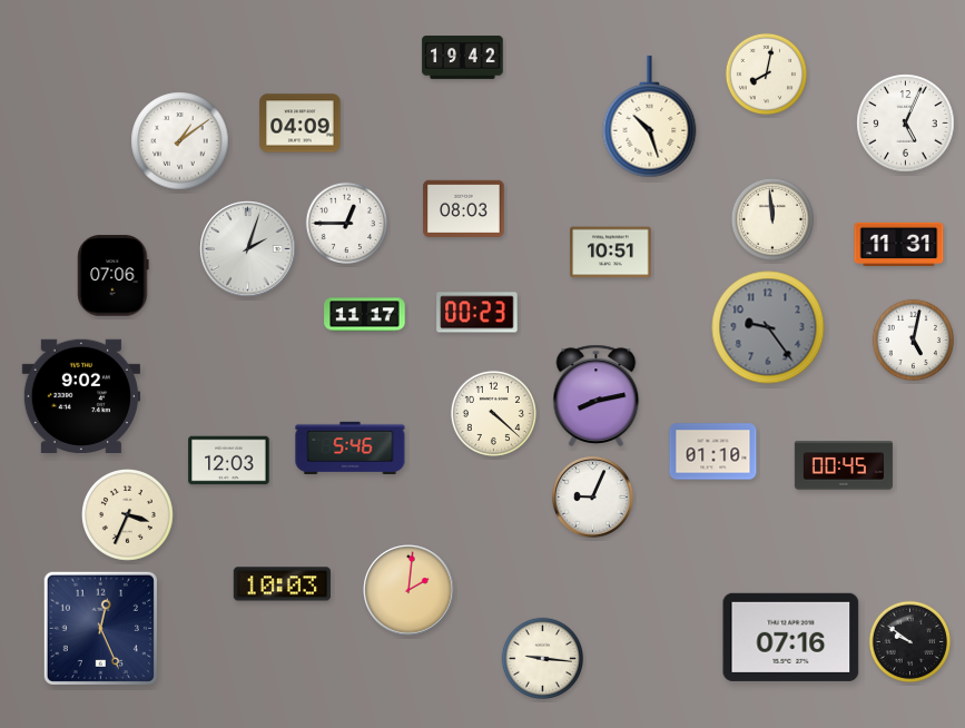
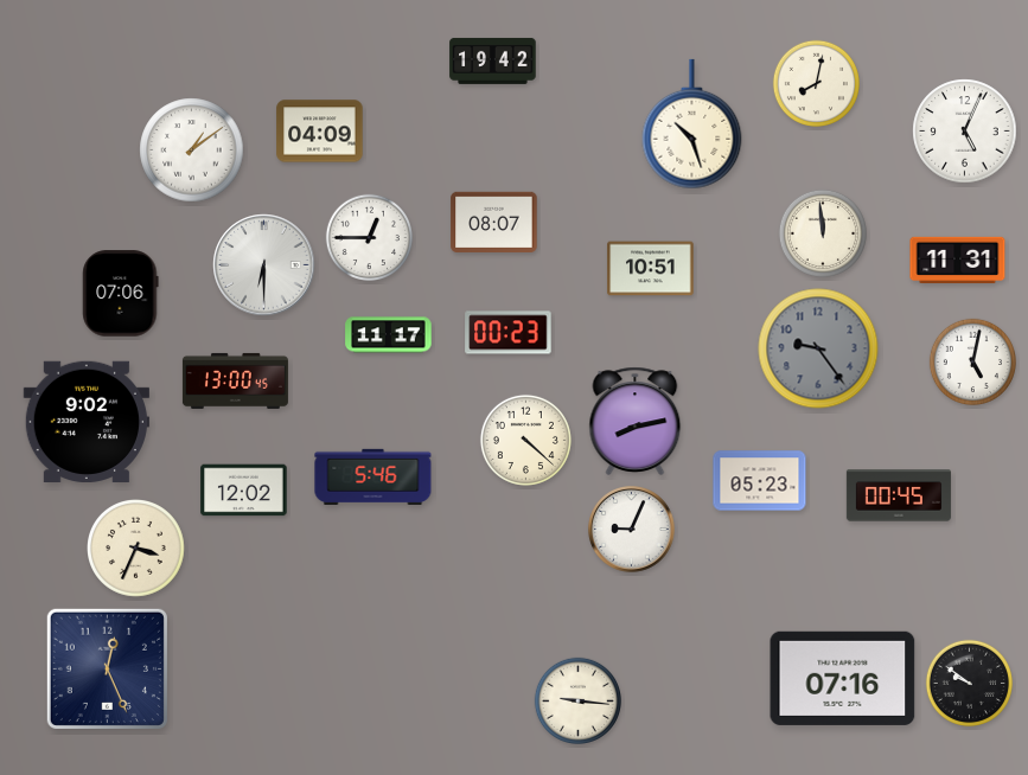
clock at (766, 73) position: (766, 73) -> (816, 83)
clock at (464, 208): 08:03 -> 08:07
clock at (248, 249): 2:03 -> 6:30
clock at (235, 380): none -> 13:00
clock at (713, 452): 01:10 -> 05:23
clock at (229, 461): 12:03 -> 12:02
clock at (282, 584): 10:03 -> none
clock at (408, 590): 2:01 -> none
